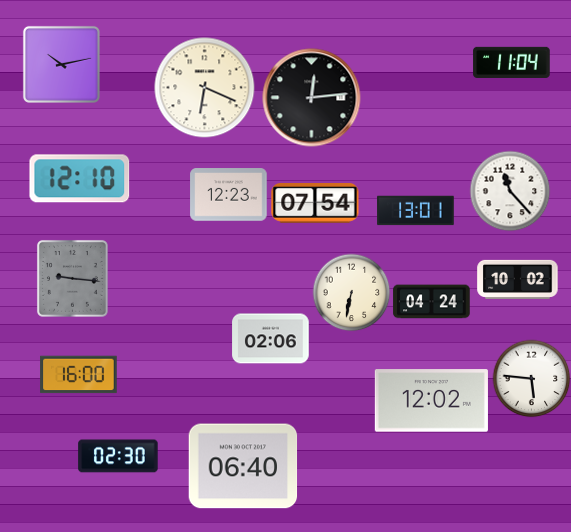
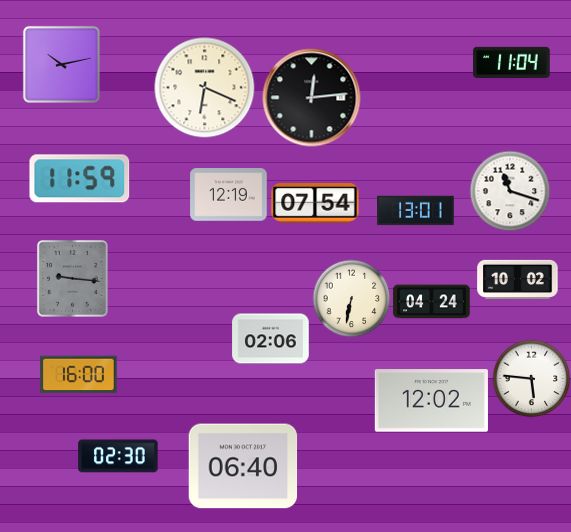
clock at (80, 179): 12:10 -> 11:59
clock at (510, 191): 11:23 -> 11:18
clock at (229, 195): 12:23 -> 12:19
clock at (351, 292) position: (351, 292) -> (351, 298)
